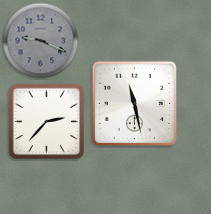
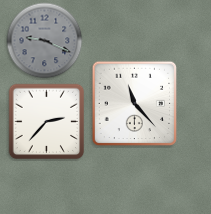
clock at (41, 41) position: (41, 41) -> (45, 41)
clock at (135, 104): 11:28 -> 11:23
